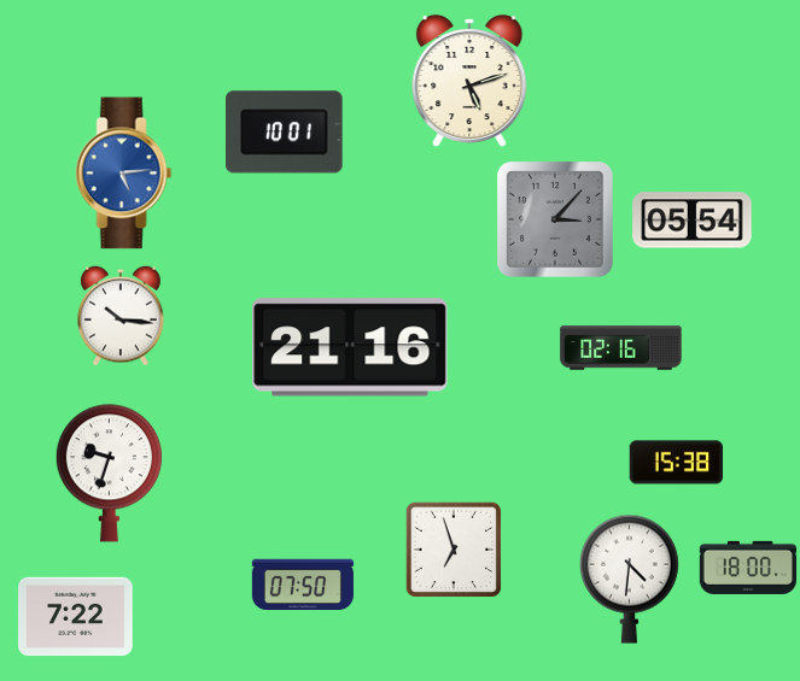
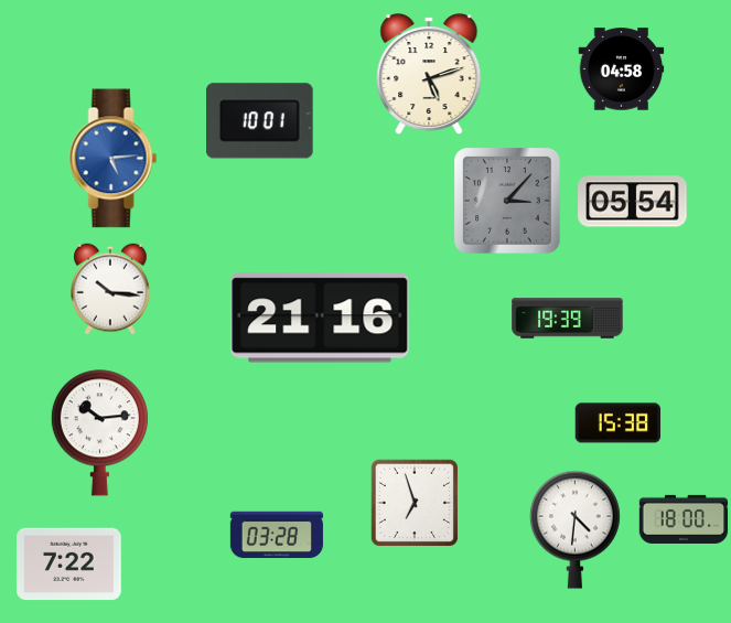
clock at (621, 69): none -> 04:58
clock at (621, 348): 02:16 -> 19:39
clock at (109, 474): 9:33 -> 10:14
clock at (303, 585): 07:50 -> 03:28
